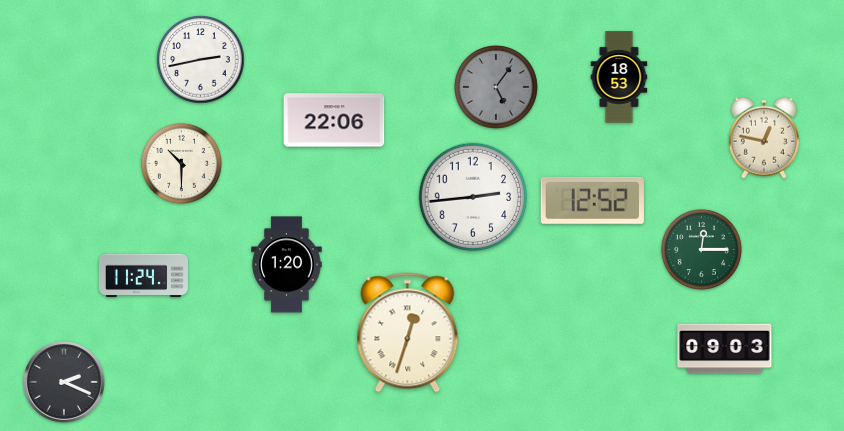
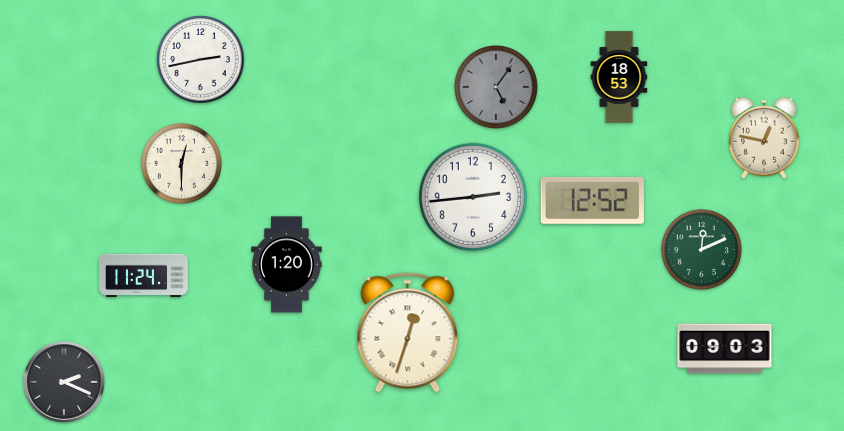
clock at (334, 120): 22:06 -> none
clock at (181, 163): 10:30 -> 12:30
clock at (701, 249): 12:15 -> 12:11
